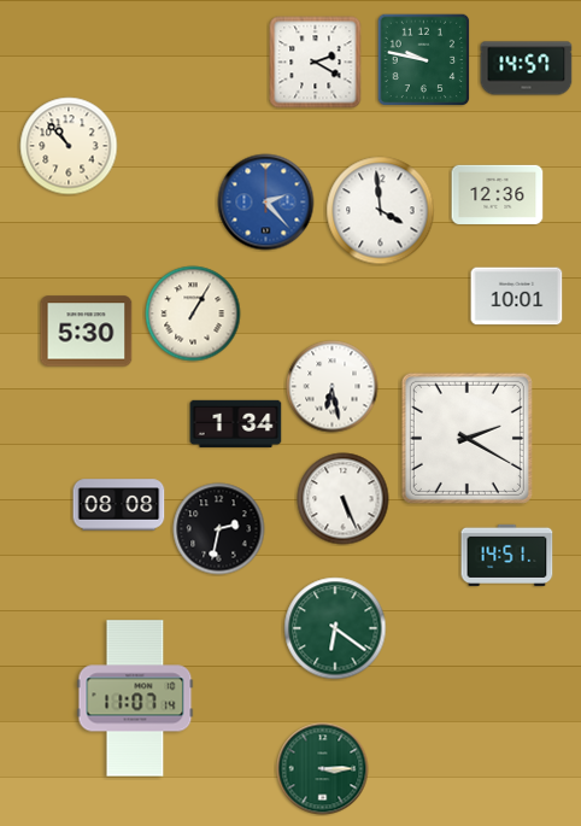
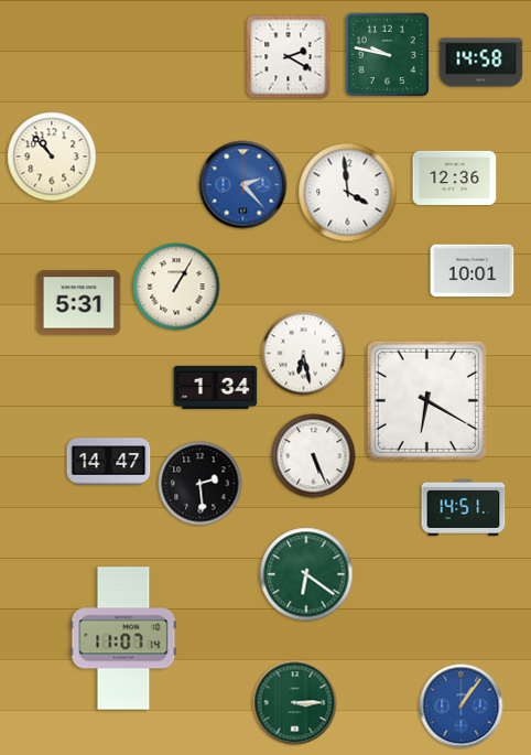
clock at (527, 69): 14:57 -> 14:58
clock at (69, 146) position: (69, 146) -> (52, 157)
clock at (87, 332): 5:30 -> 5:31
clock at (466, 438): 2:20 -> 6:20
clock at (119, 505): 08:08 -> 14:47
clock at (219, 529): 2:32 -> 2:29
clock at (462, 707): none -> 1:06
